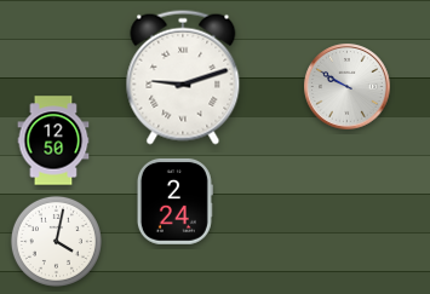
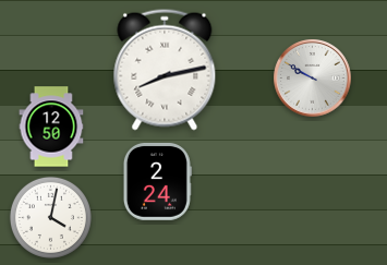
clock at (183, 77): 9:12 -> 8:13
clock at (53, 140) position: (53, 140) -> (51, 127)
